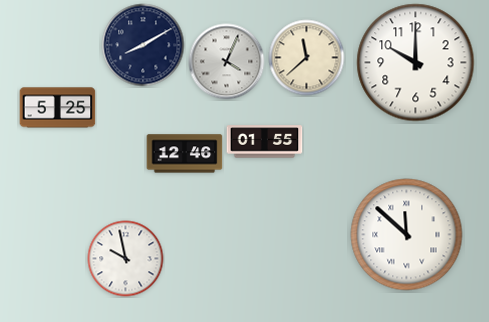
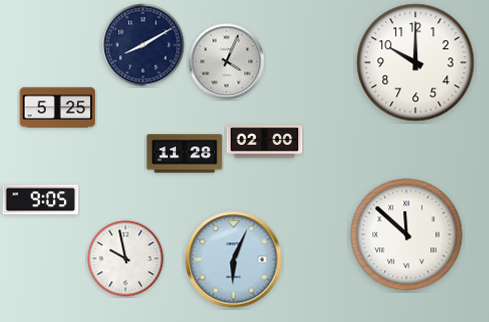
clock at (307, 58): 11:38 -> none
clock at (265, 142): 01:55 -> 02:00
clock at (185, 154): 12:46 -> 11:28
clock at (41, 200): none -> 9:05
clock at (234, 260): none -> 6:04
